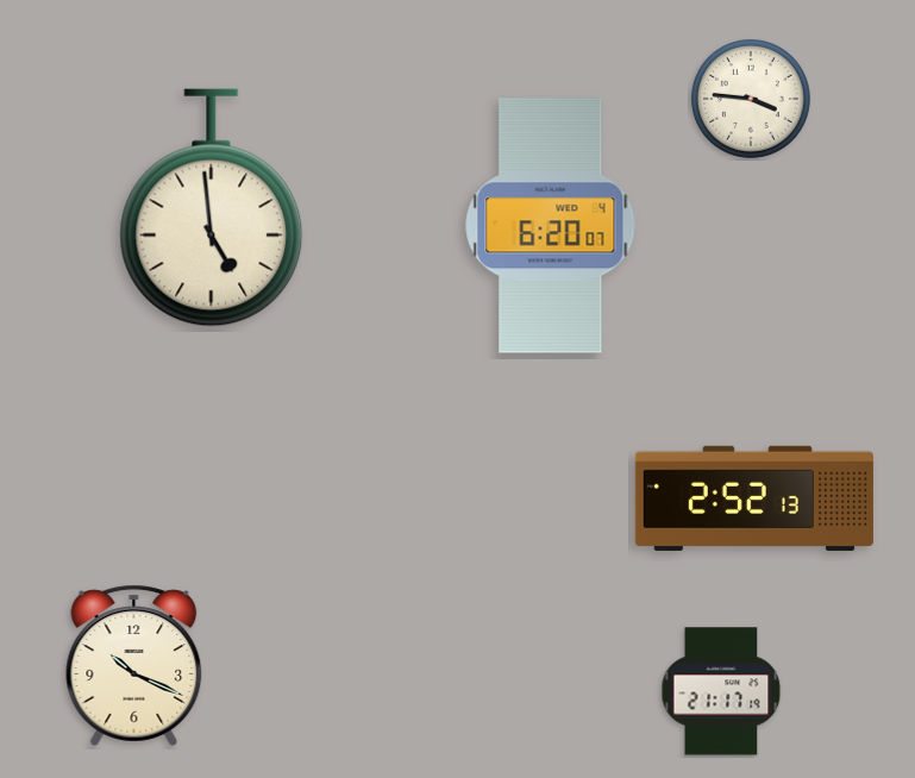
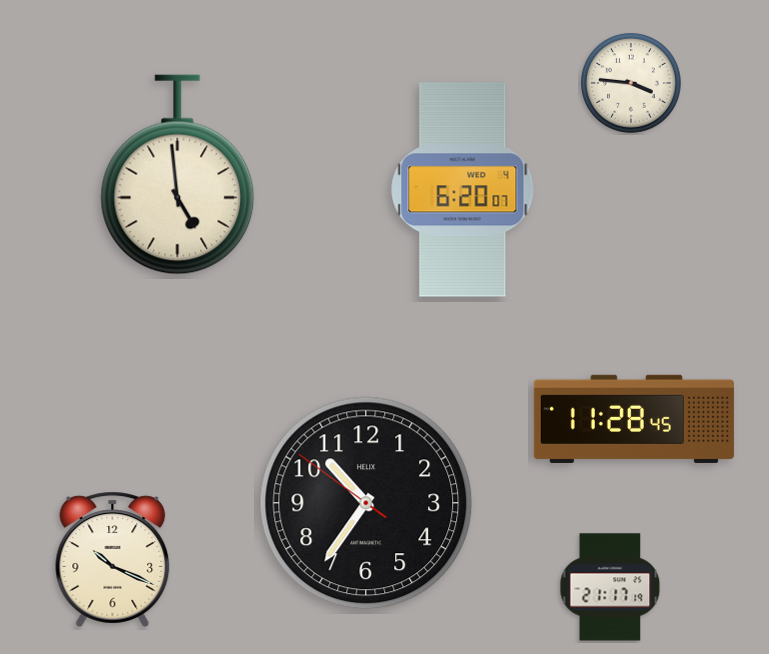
clock at (754, 498): 2:52 -> 11:28
clock at (366, 503): none -> 10:35
clock at (721, 691) position: (721, 691) -> (610, 587)
